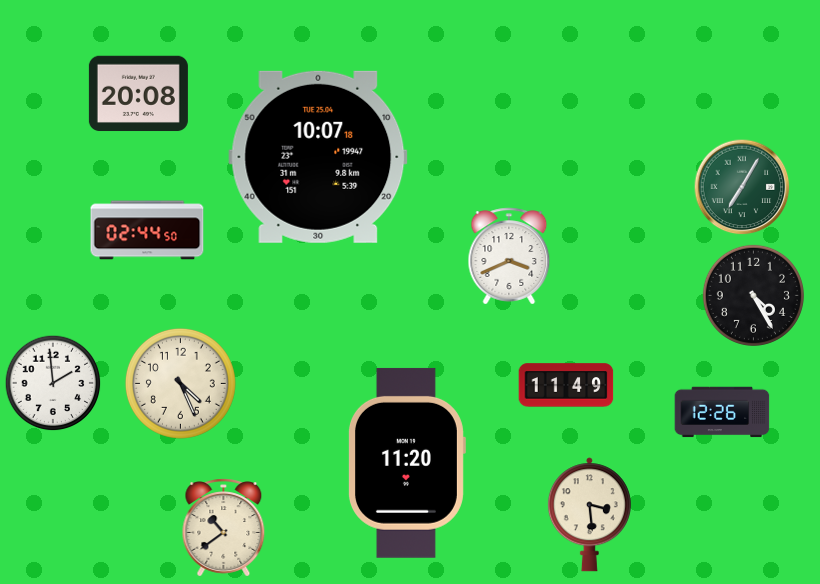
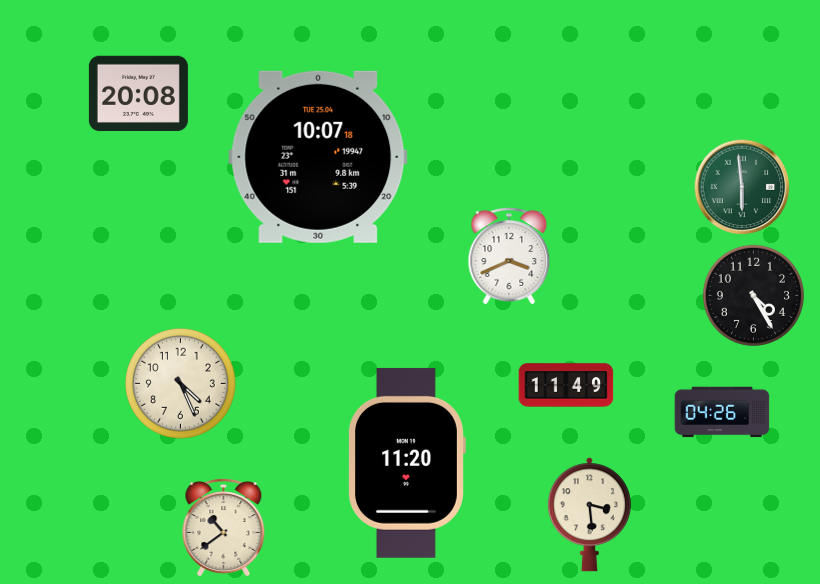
clock at (742, 187): 7:05 -> 5:59
clock at (147, 230): 02:44 -> none
clock at (53, 383): 1:59 -> none
clock at (722, 412): 12:26 -> 04:26
